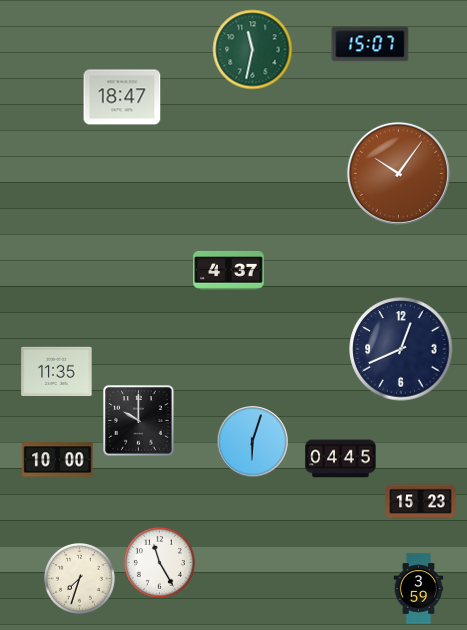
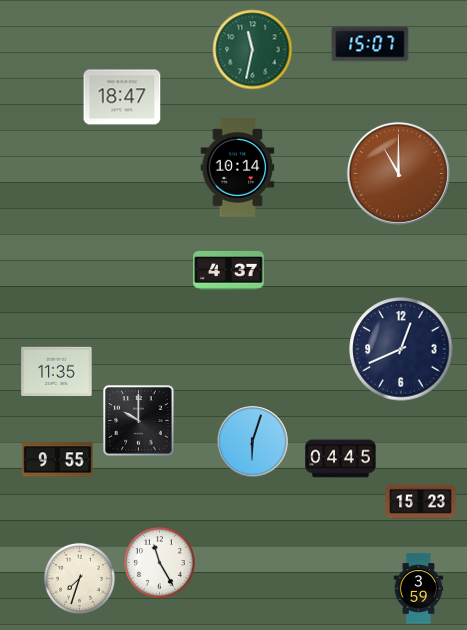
clock at (238, 168): none -> 10:14
clock at (398, 173): 10:06 -> 11:00
clock at (58, 460): 10:00 -> 9:55
